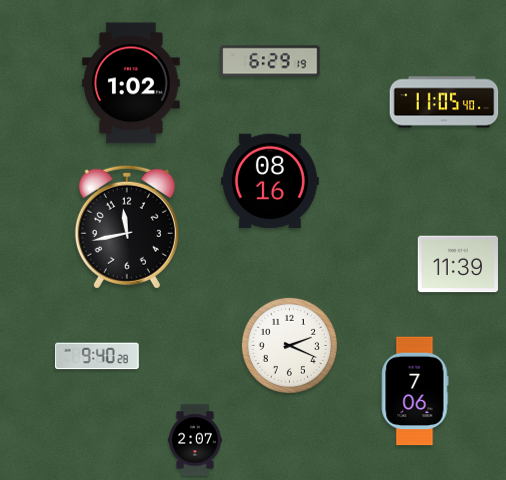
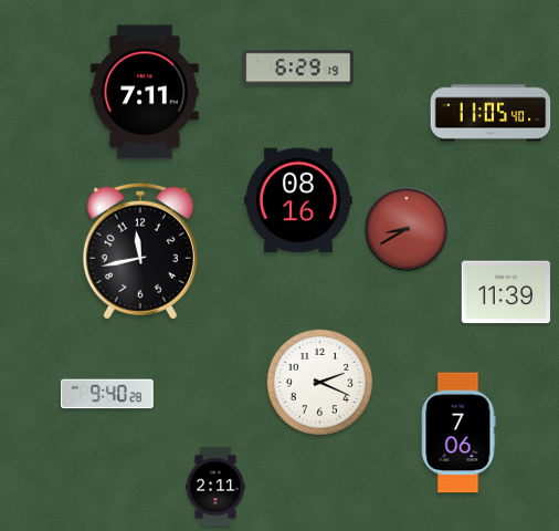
clock at (131, 83): 1:02 -> 7:11
clock at (407, 229): none -> 8:40
clock at (196, 440): 2:07 -> 2:11
